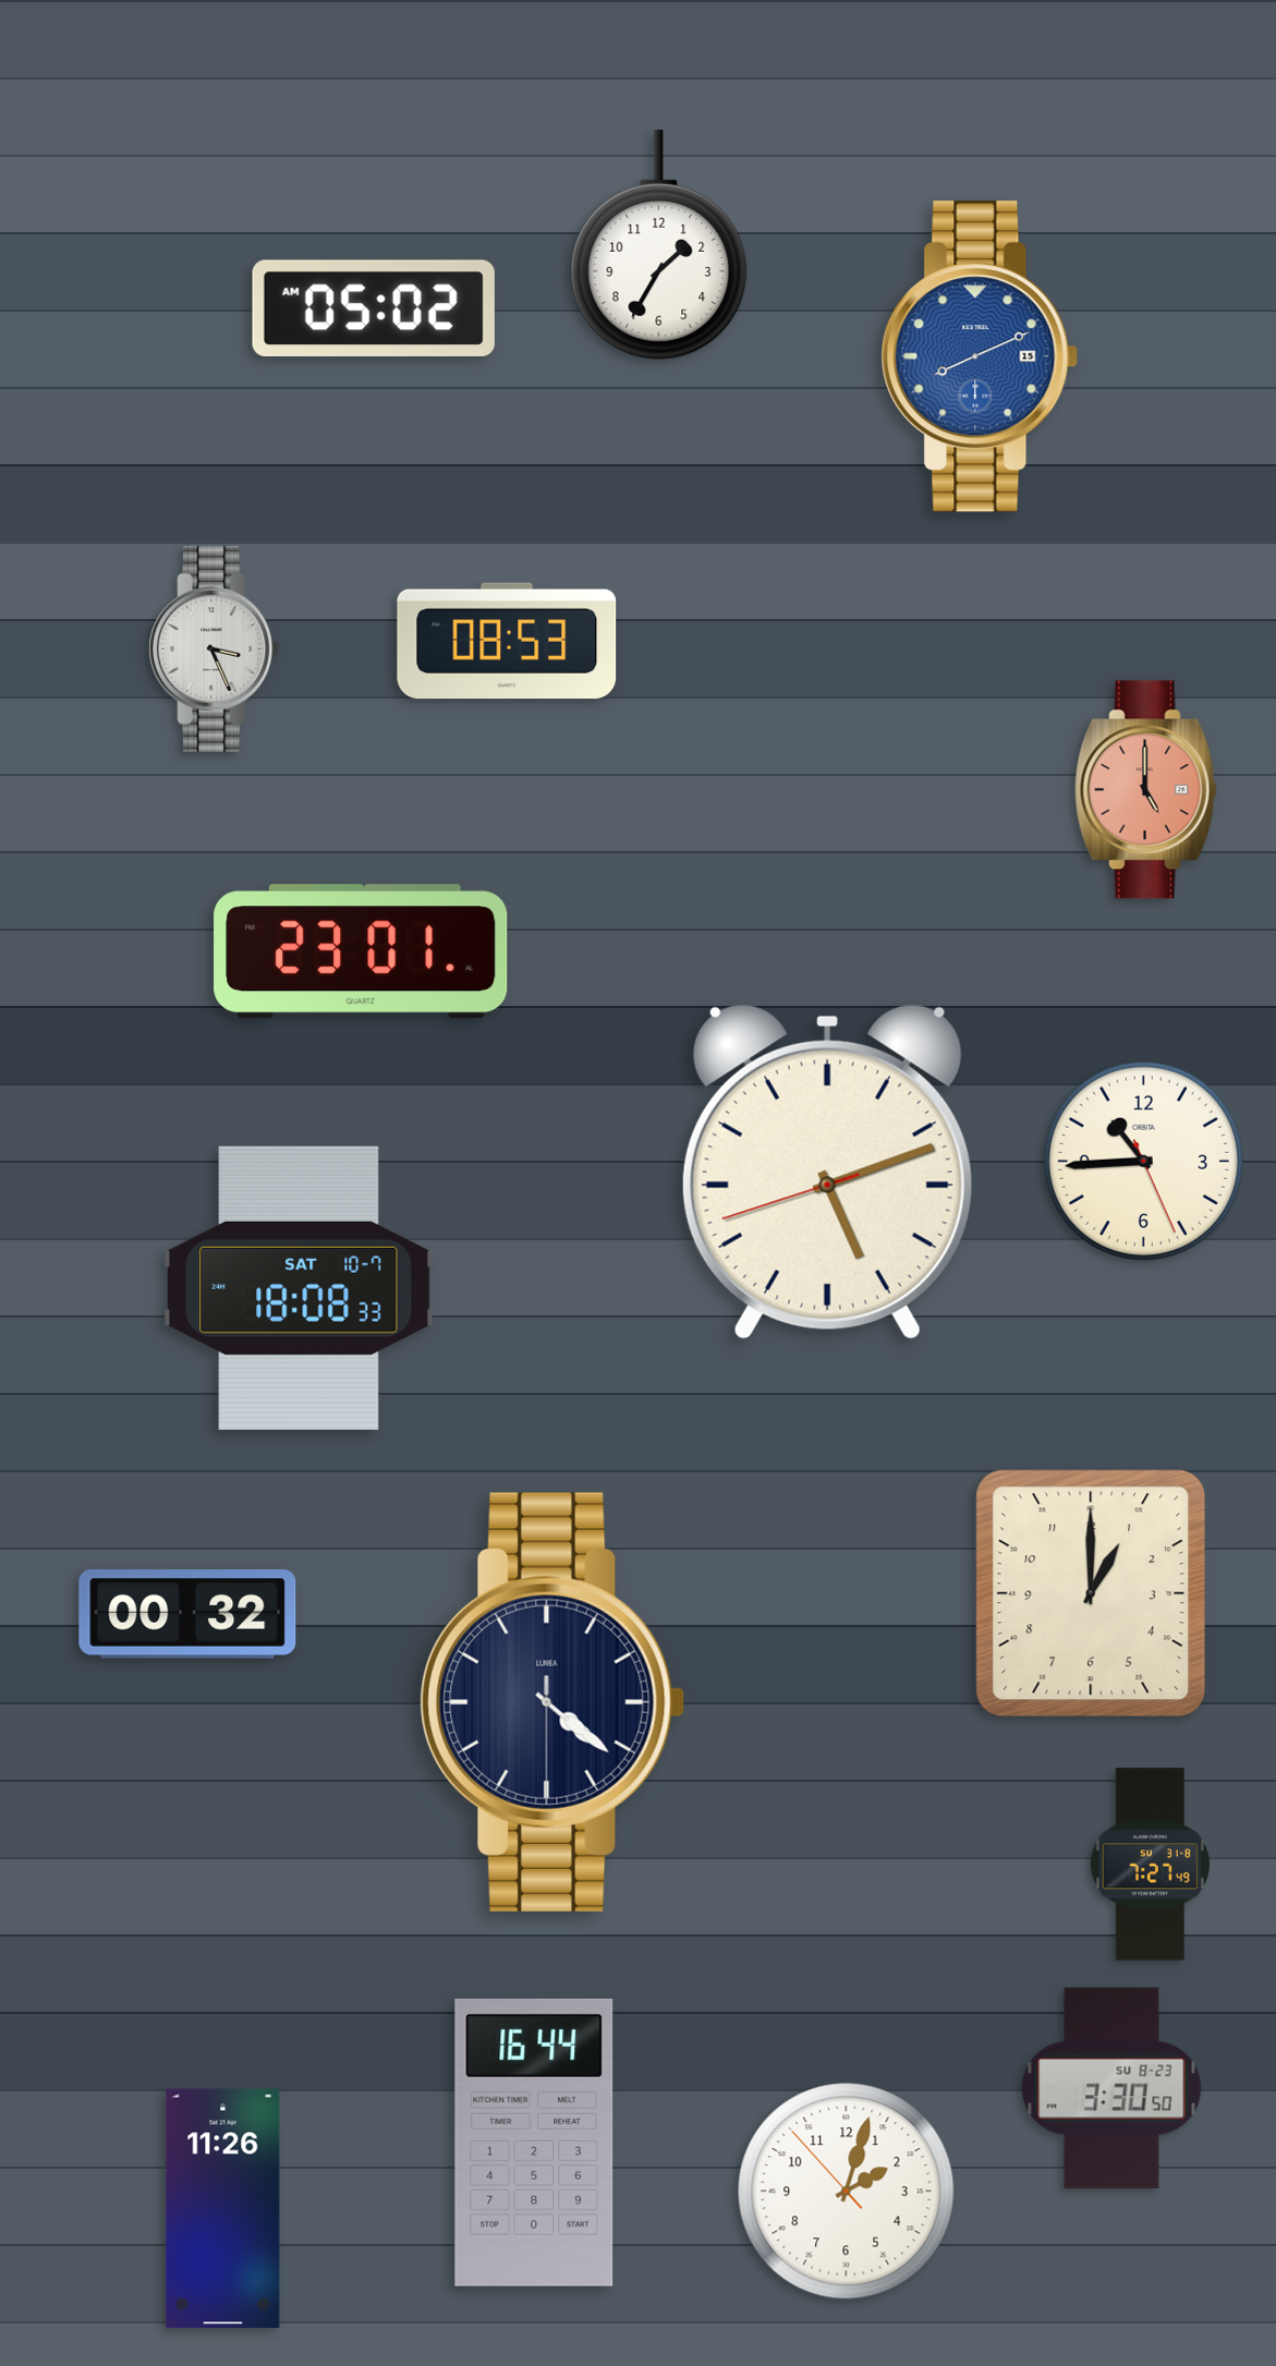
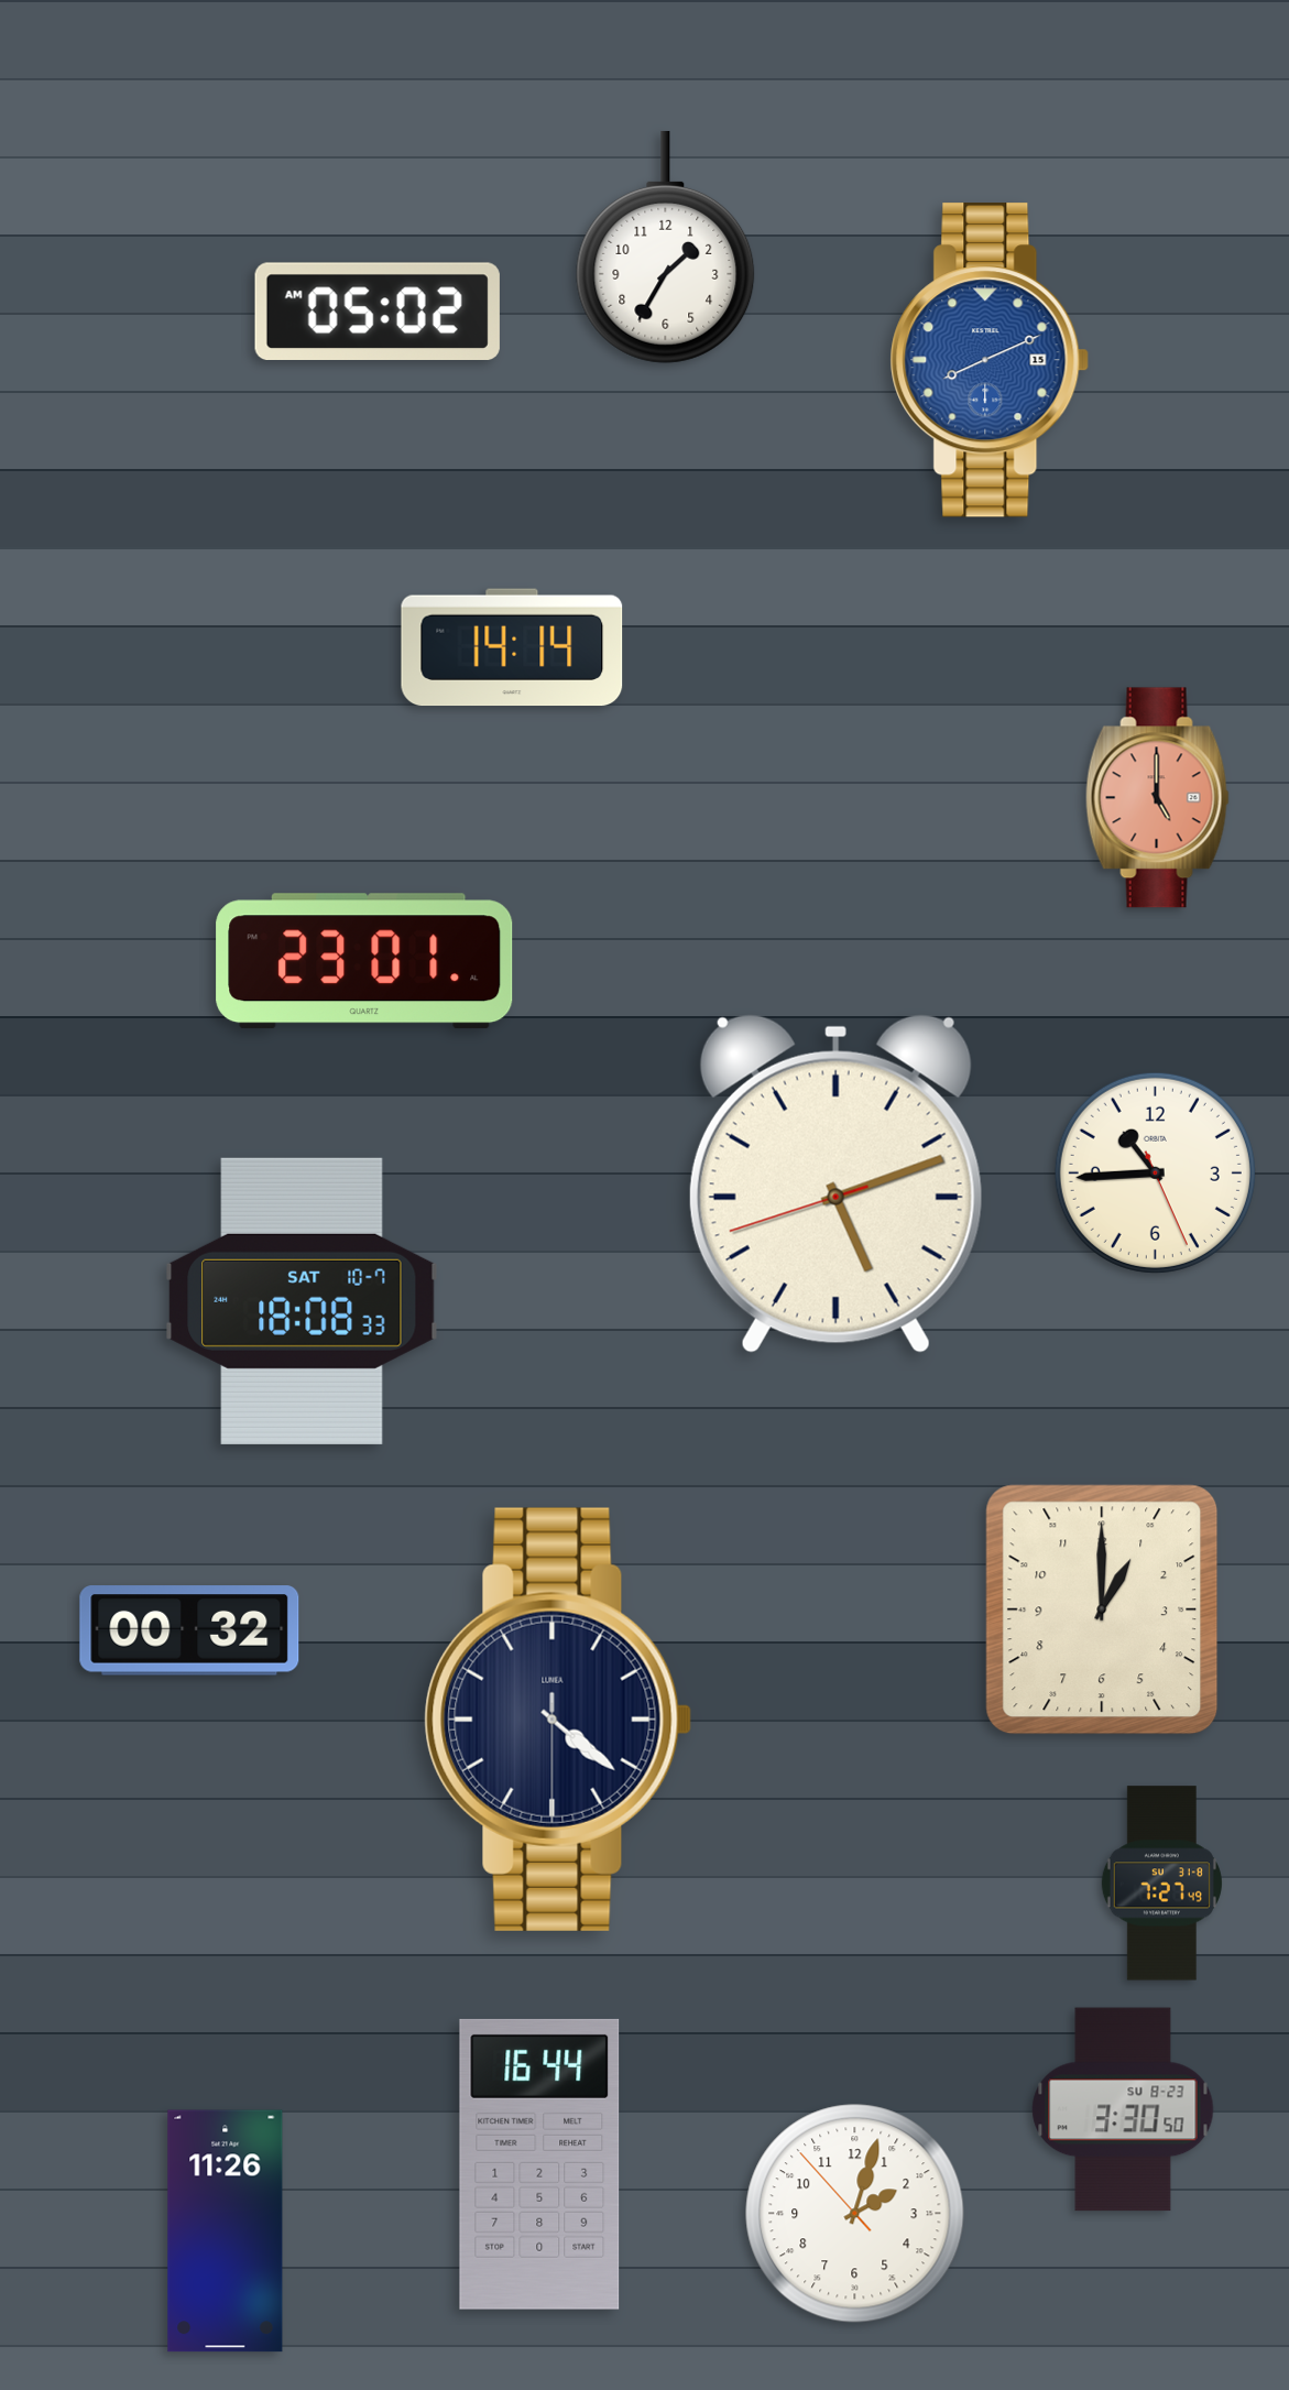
clock at (507, 641): 08:53 -> 14:14
clock at (215, 648): 3:26 -> none
